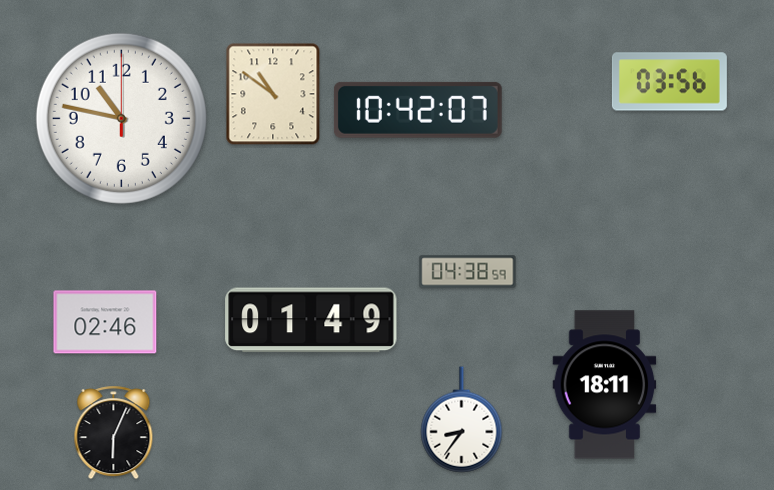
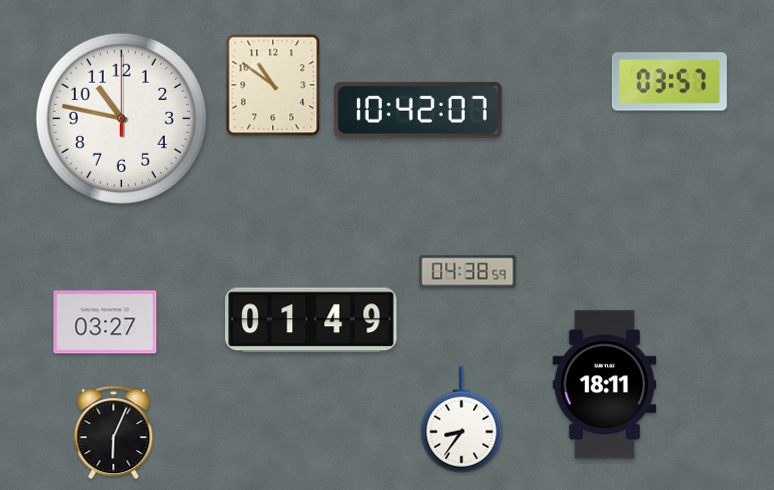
clock at (669, 82): 03:56 -> 03:57
clock at (273, 94) position: (273, 94) -> (273, 85)
clock at (105, 322): 02:46 -> 03:27
